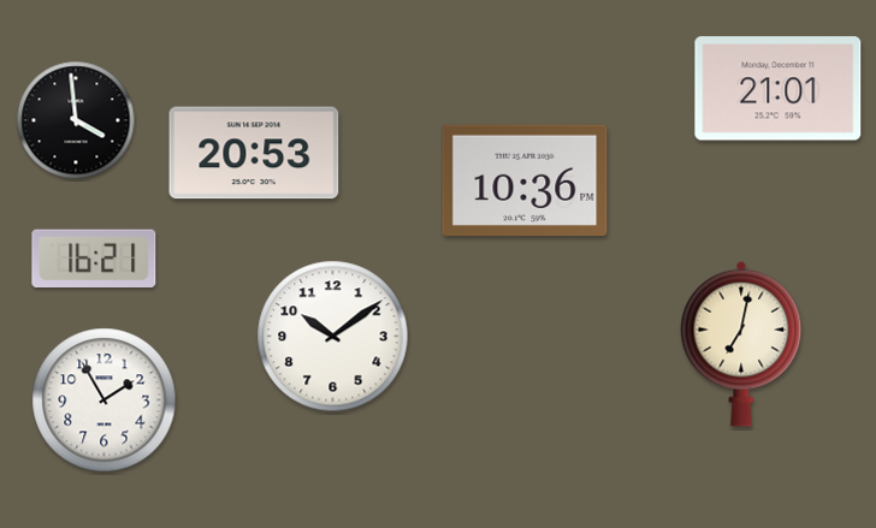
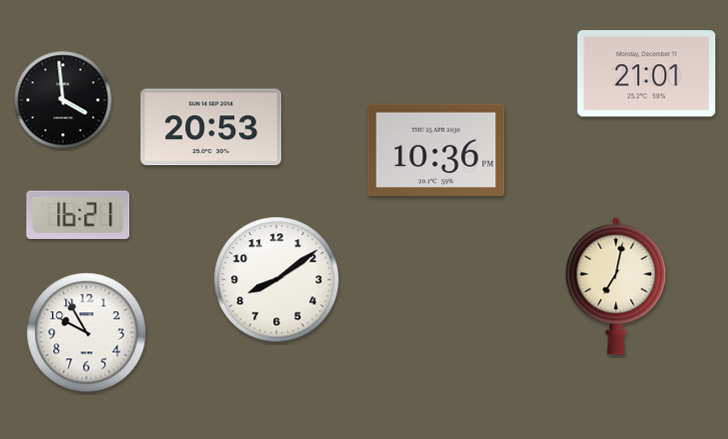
clock at (333, 337): 10:09 -> 8:09
clock at (105, 401): 1:55 -> 9:55
